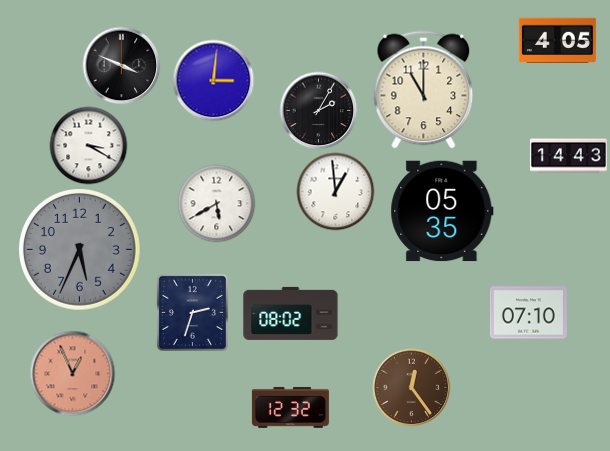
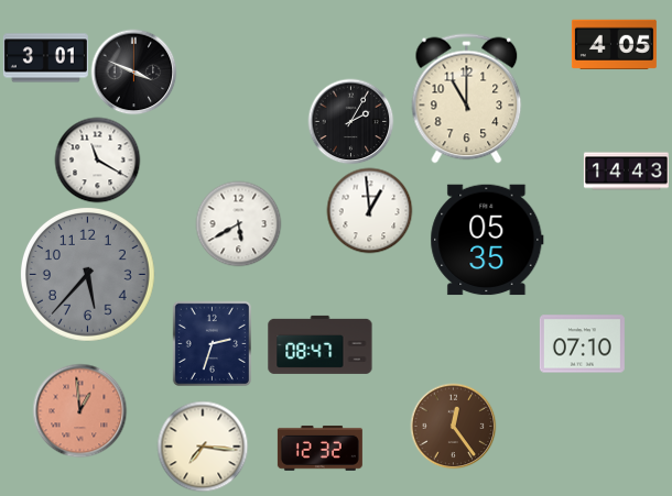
clock at (45, 58): none -> 3:01
clock at (213, 80): 3:01 -> none
clock at (88, 145): 3:20 -> 11:20
clock at (442, 211) position: (442, 211) -> (487, 240)
clock at (79, 249): 5:34 -> 5:37
clock at (291, 313): 08:02 -> 08:47
clock at (72, 373): 12:56 -> 12:59
clock at (203, 447): none -> 7:16
